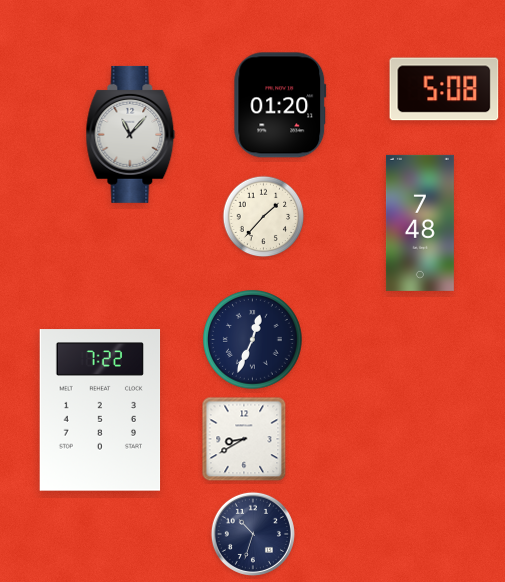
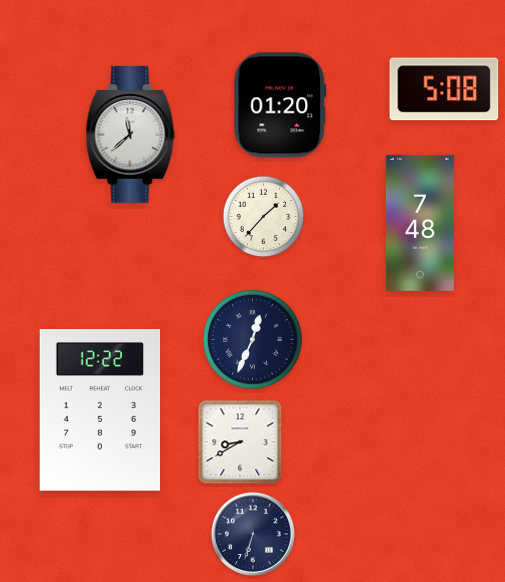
clock at (131, 134): 11:07 -> 11:38
clock at (100, 410): 7:22 -> 12:22
clock at (244, 439) position: (244, 439) -> (240, 442)
clock at (253, 534): 10:33 -> 6:33
